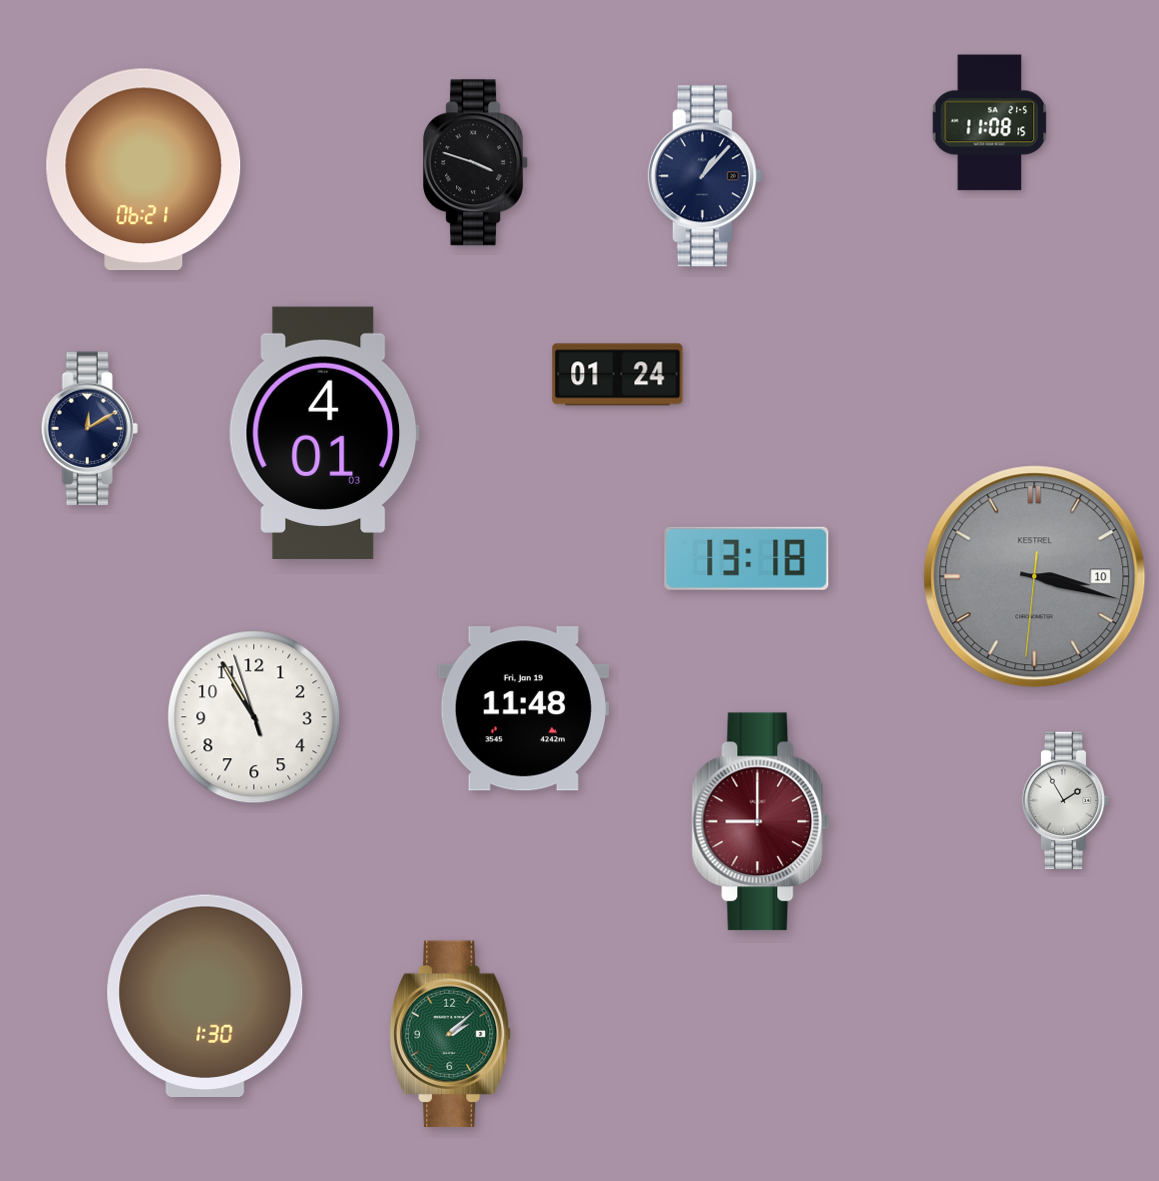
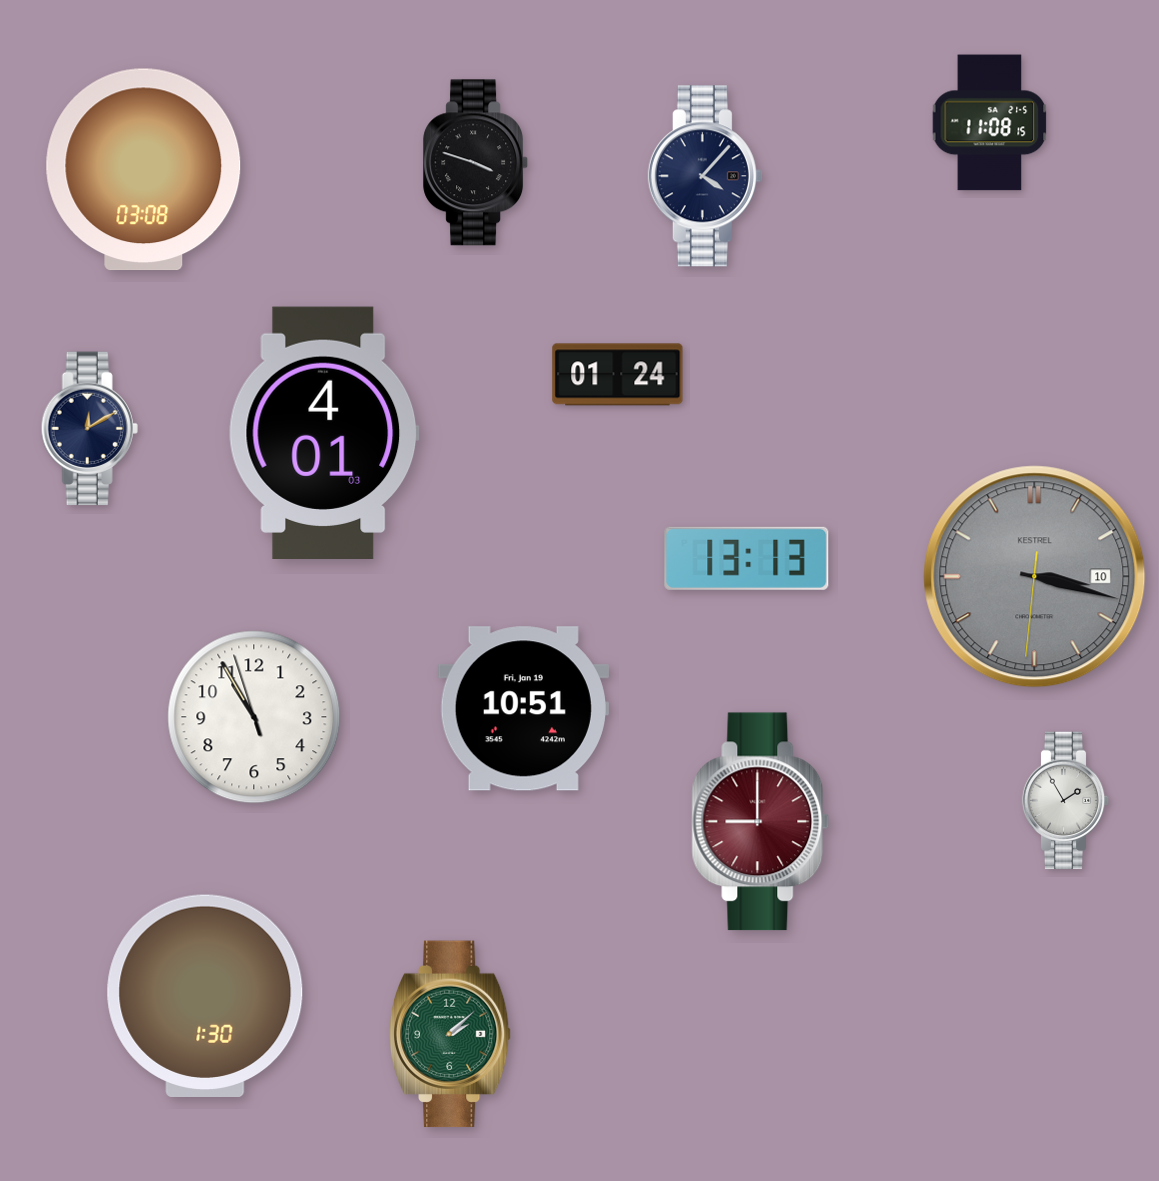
clock at (144, 169): 06:21 -> 03:08
clock at (705, 176): 1:07 -> 4:07
clock at (747, 558): 13:18 -> 13:13
clock at (523, 709): 11:48 -> 10:51
